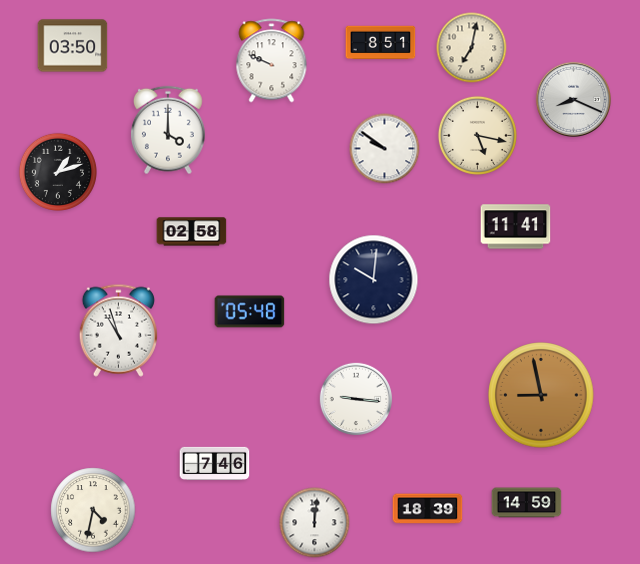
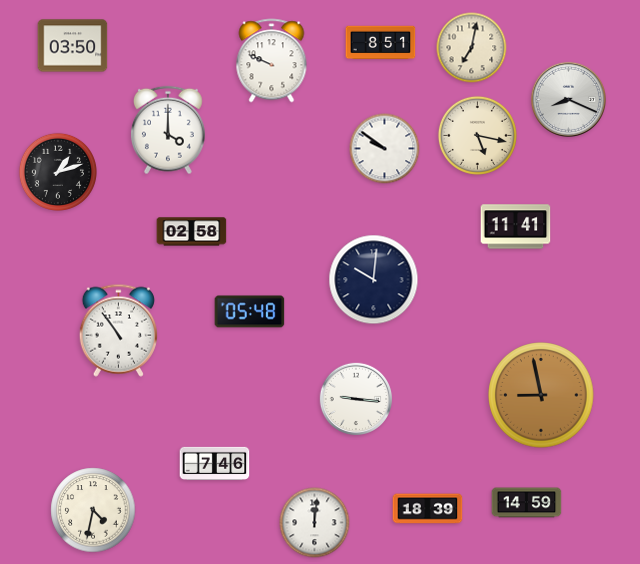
clock at (573, 99) position: (573, 99) -> (568, 99)
clock at (118, 330): 10:57 -> 10:54
